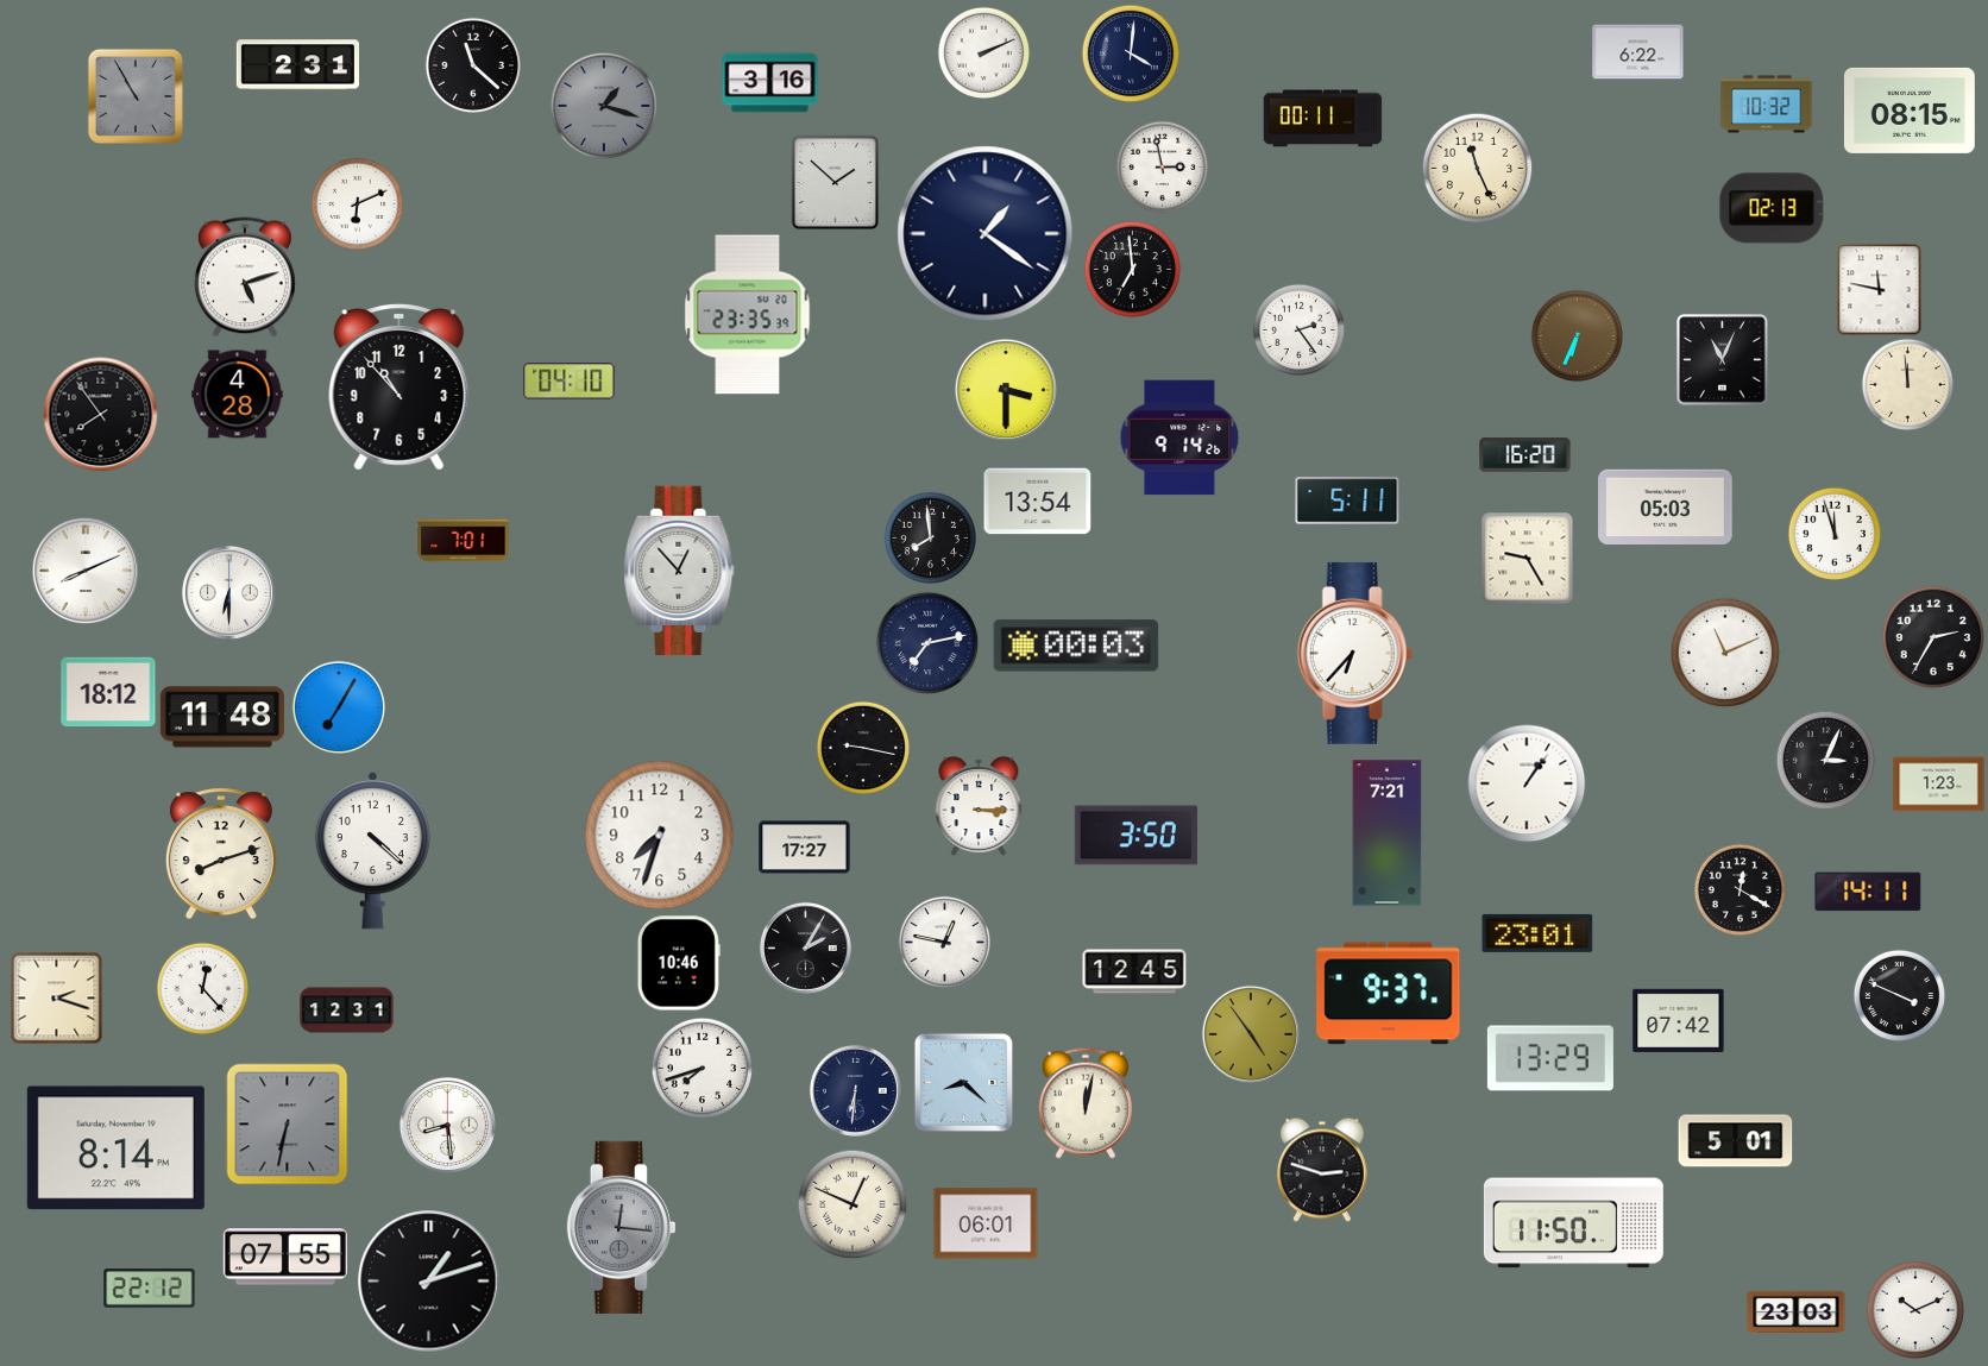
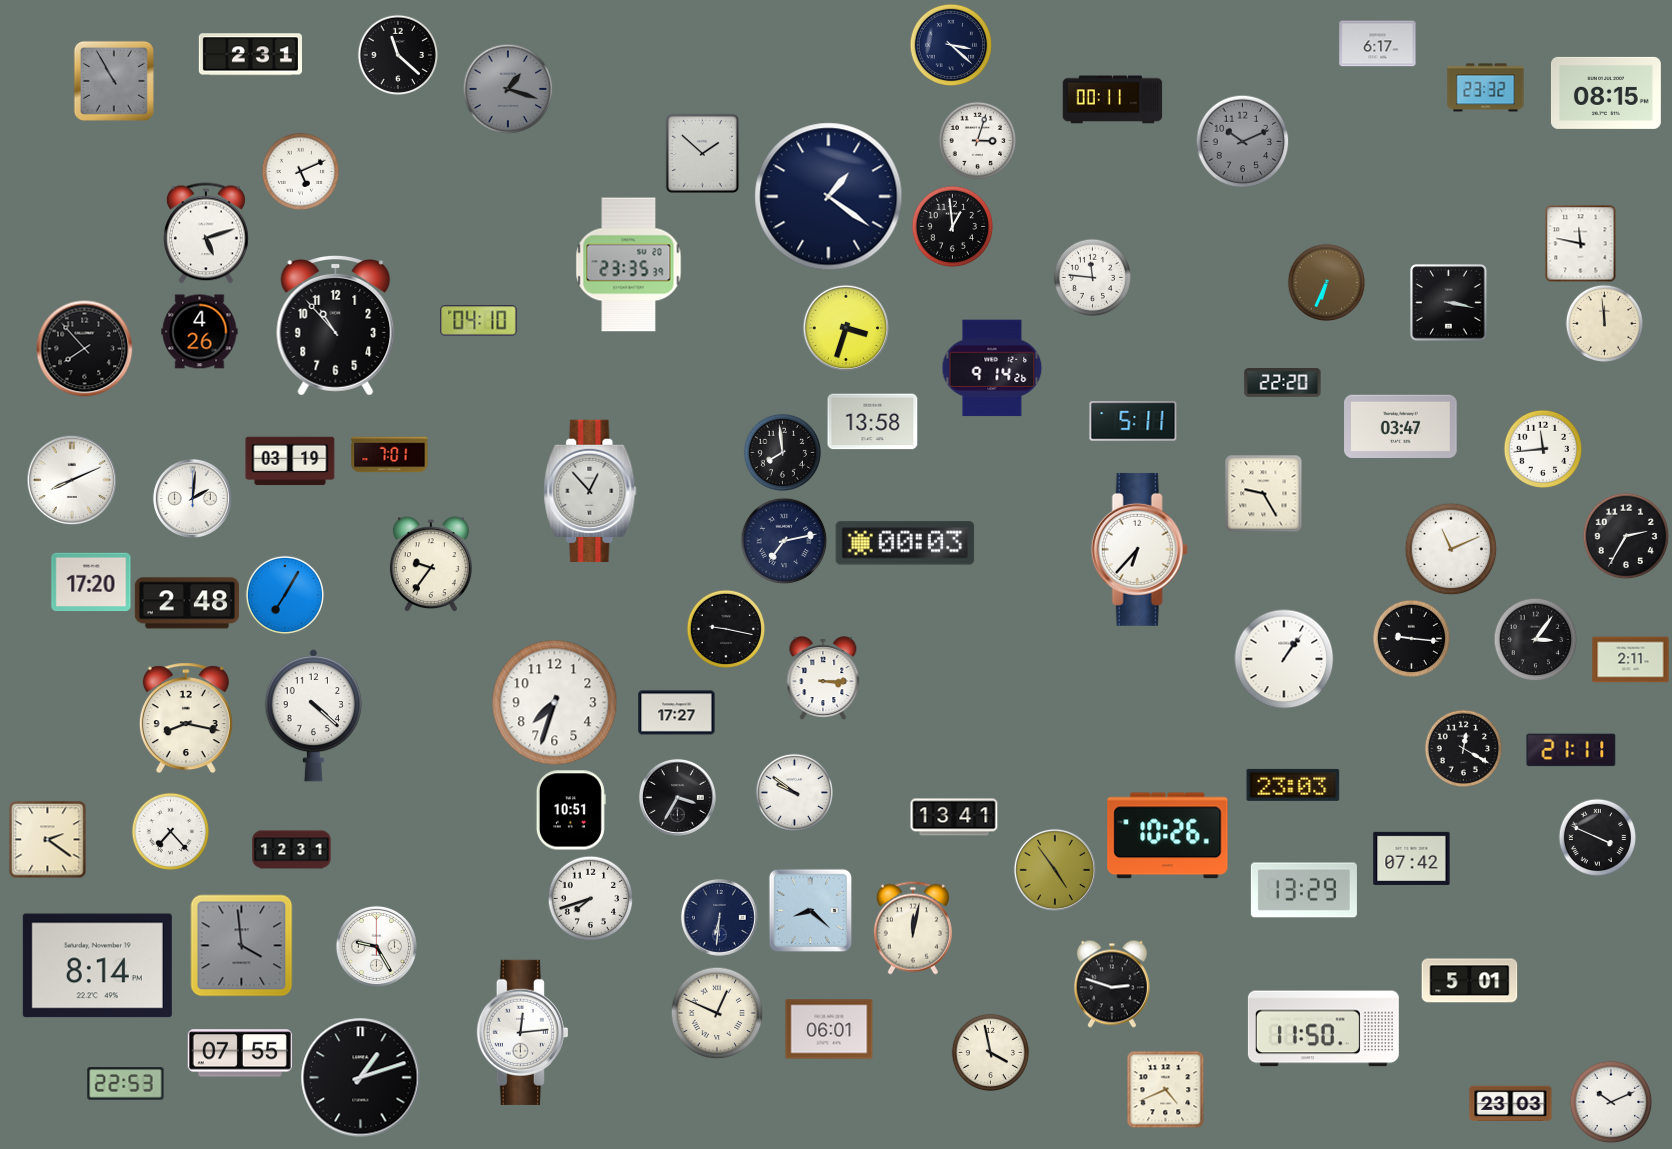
clock at (983, 52): 2:11 -> none
clock at (1638, 52): 6:22 -> 6:17
clock at (1131, 53): 4:01 -> 3:22
clock at (770, 83): 3:16 -> none
clock at (1767, 105): 10:32 -> 23:32
clock at (1162, 166): 2:58 -> 3:03
clock at (1477, 168): 11:26 -> 10:11
clock at (1477, 168) dial: cream -> grey
clock at (357, 203): 6:11 -> 5:11
clock at (1772, 208): 02:13 -> none
clock at (1132, 269): 6:59 -> 12:59
clock at (1298, 329): 2:24 -> 11:46
clock at (1723, 360): 11:04 -> 3:17
clock at (1005, 389): 3:30 -> 3:33
clock at (238, 395): 4:28 -> 4:26
clock at (101, 415): 7:54 -> 7:53
clock at (1525, 455): 16:20 -> 22:20
clock at (1038, 502): 13:54 -> 13:58
clock at (1666, 506): 05:03 -> 03:47
clock at (1833, 533): 11:57 -> 11:44
clock at (290, 461): none -> 03:19
clock at (1527, 558) position: (1527, 558) -> (1263, 493)
clock at (679, 571) position: (679, 571) -> (590, 491)
clock at (228, 592): 6:30 -> 2:01
clock at (927, 643) position: (927, 643) -> (784, 541)
clock at (431, 564): none -> 9:36
clock at (108, 692): 18:12 -> 17:20
clock at (222, 717): 11:48 -> 2:48
clock at (1411, 638): none -> 9:16
clock at (1825, 760): 3:04 -> 3:06
clock at (1939, 785): 1:23 -> 2:11
clock at (1388, 833): 7:21 -> none
clock at (1135, 836): 3:50 -> none
clock at (221, 854): 8:12 -> 8:17
clock at (1868, 892): 14:11 -> 21:11
clock at (1537, 933): 23:01 -> 23:03
clock at (944, 942): 12:47 -> 9:51
clock at (805, 948): 2:05 -> 3:35
clock at (679, 963): 10:46 -> 10:51
clock at (1134, 971): 12:45 -> 13:41
clock at (202, 988): 12:23 -> 7:23
clock at (1389, 994): 9:37 -> 10:26
clock at (56, 997): 2:18 -> 2:21
clock at (1251, 1034) position: (1251, 1034) -> (1055, 870)
clock at (288, 1125): 6:32 -> 3:59
clock at (447, 1125): 8:29 -> 9:25
clock at (1736, 1141) position: (1736, 1141) -> (1470, 981)
clock at (621, 1227): 12:16 -> 12:14
clock at (621, 1227) dial: grey -> white
clock at (990, 1052): none -> 3:58
clock at (285, 1257) position: (285, 1257) -> (240, 1053)
clock at (150, 1289): 22:12 -> 22:53
clock at (1165, 1089): none -> 4:41
